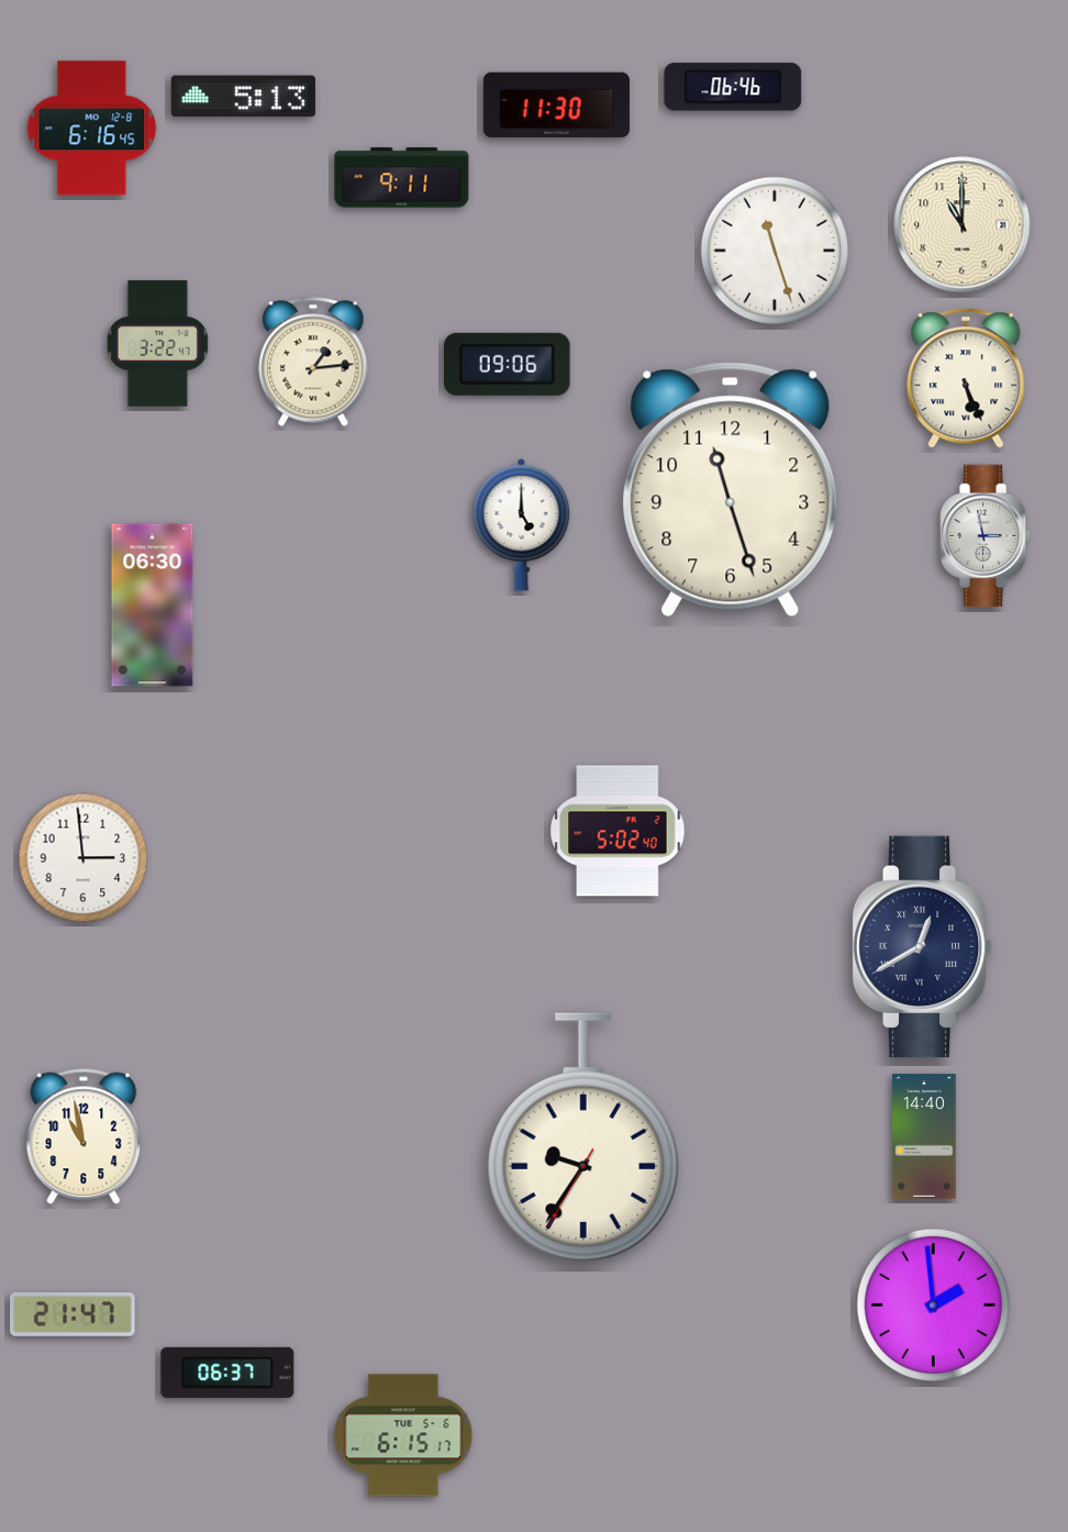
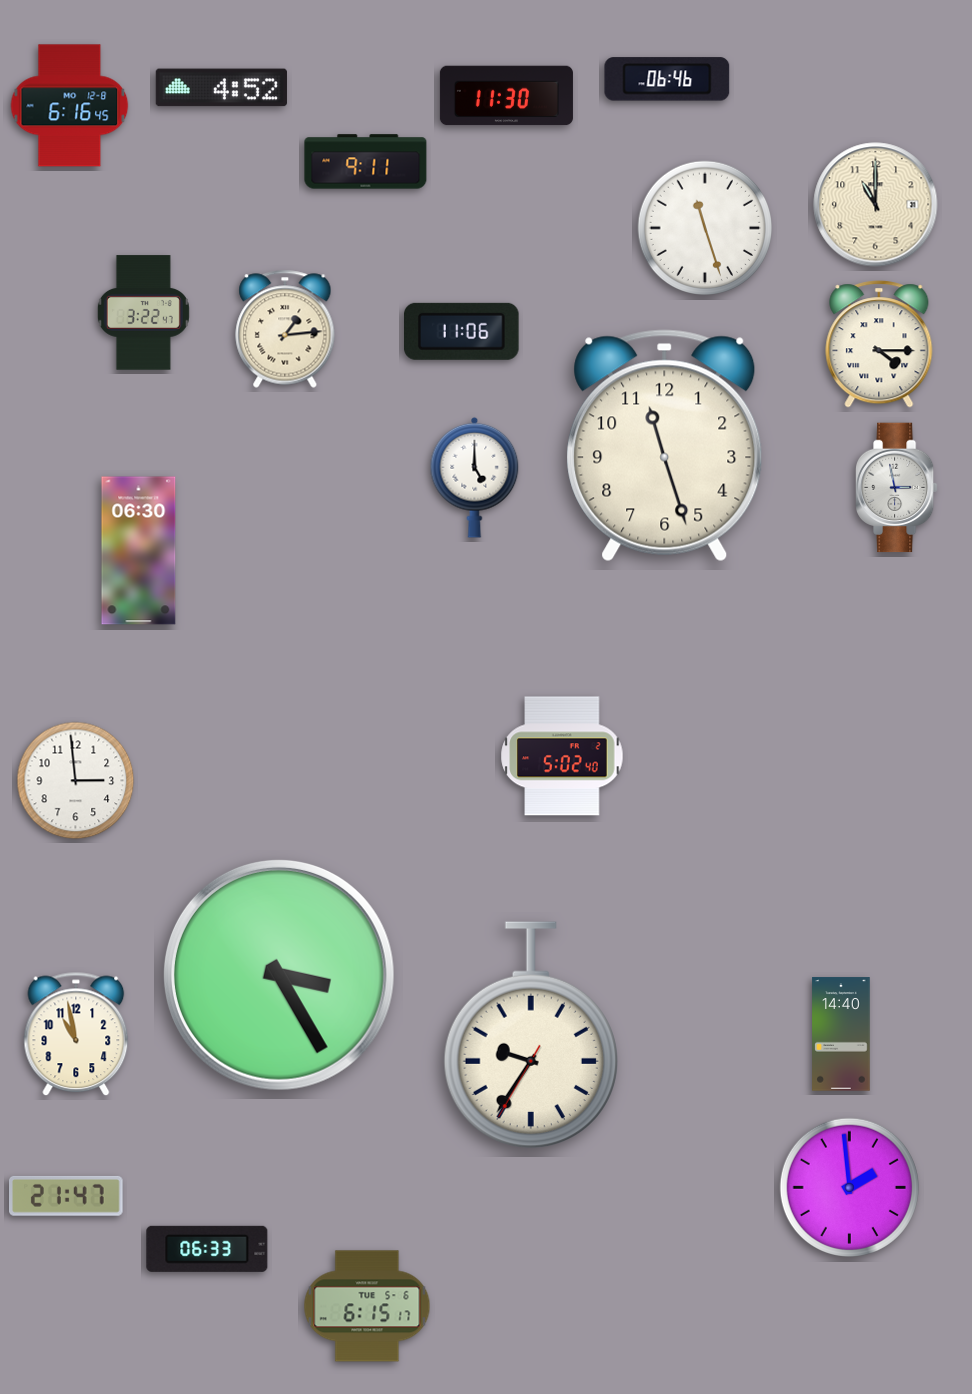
clock at (243, 97): 5:13 -> 4:52
clock at (92, 129) position: (92, 129) -> (70, 106)
clock at (508, 364): 09:06 -> 11:06
clock at (966, 378): 5:26 -> 4:15
clock at (923, 947): 12:40 -> none
clock at (279, 975): none -> 3:25
clock at (227, 1373): 06:37 -> 06:33
